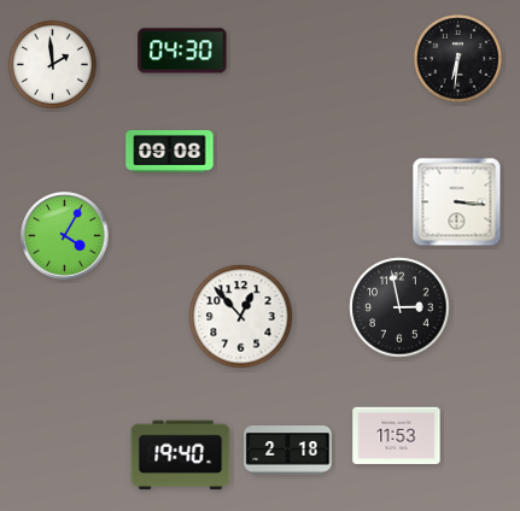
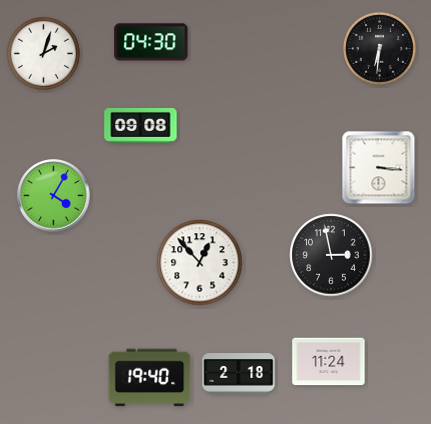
clock at (52, 64): 1:59 -> 2:03
clock at (397, 436): 11:53 -> 11:24
